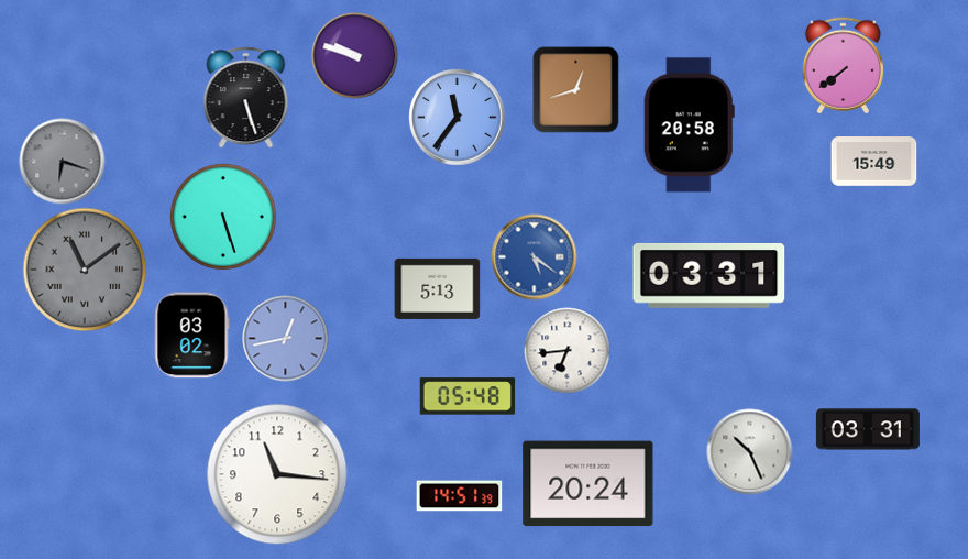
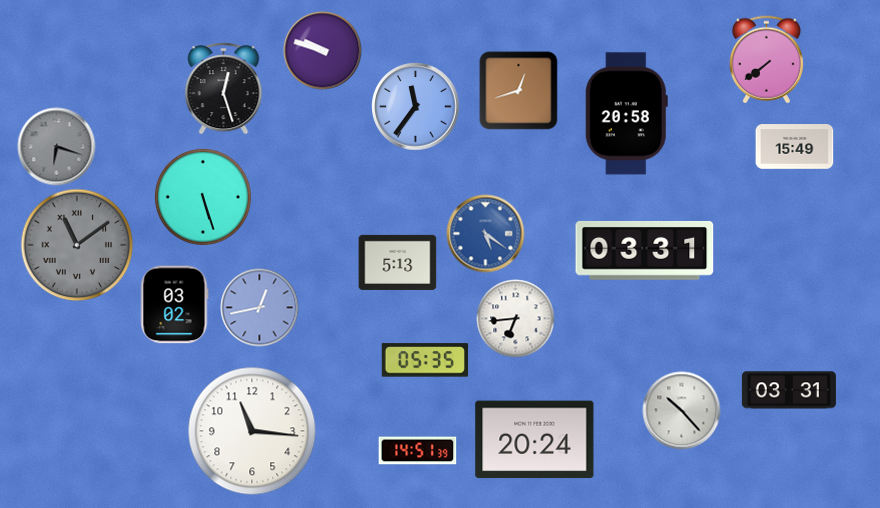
clock at (575, 89) position: (575, 89) -> (518, 90)
clock at (246, 97): 5:27 -> 12:27
clock at (468, 396): 05:48 -> 05:35
clock at (749, 451): 10:26 -> 10:23
